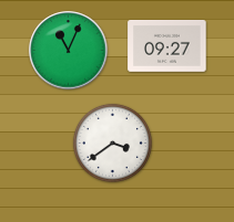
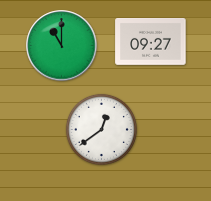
clock at (69, 51): 11:04 -> 11:00
clock at (112, 142): 3:39 -> 12:39
